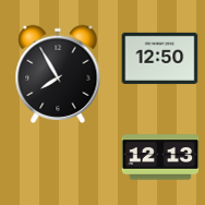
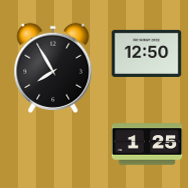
clock at (160, 157): 12:13 -> 1:25
